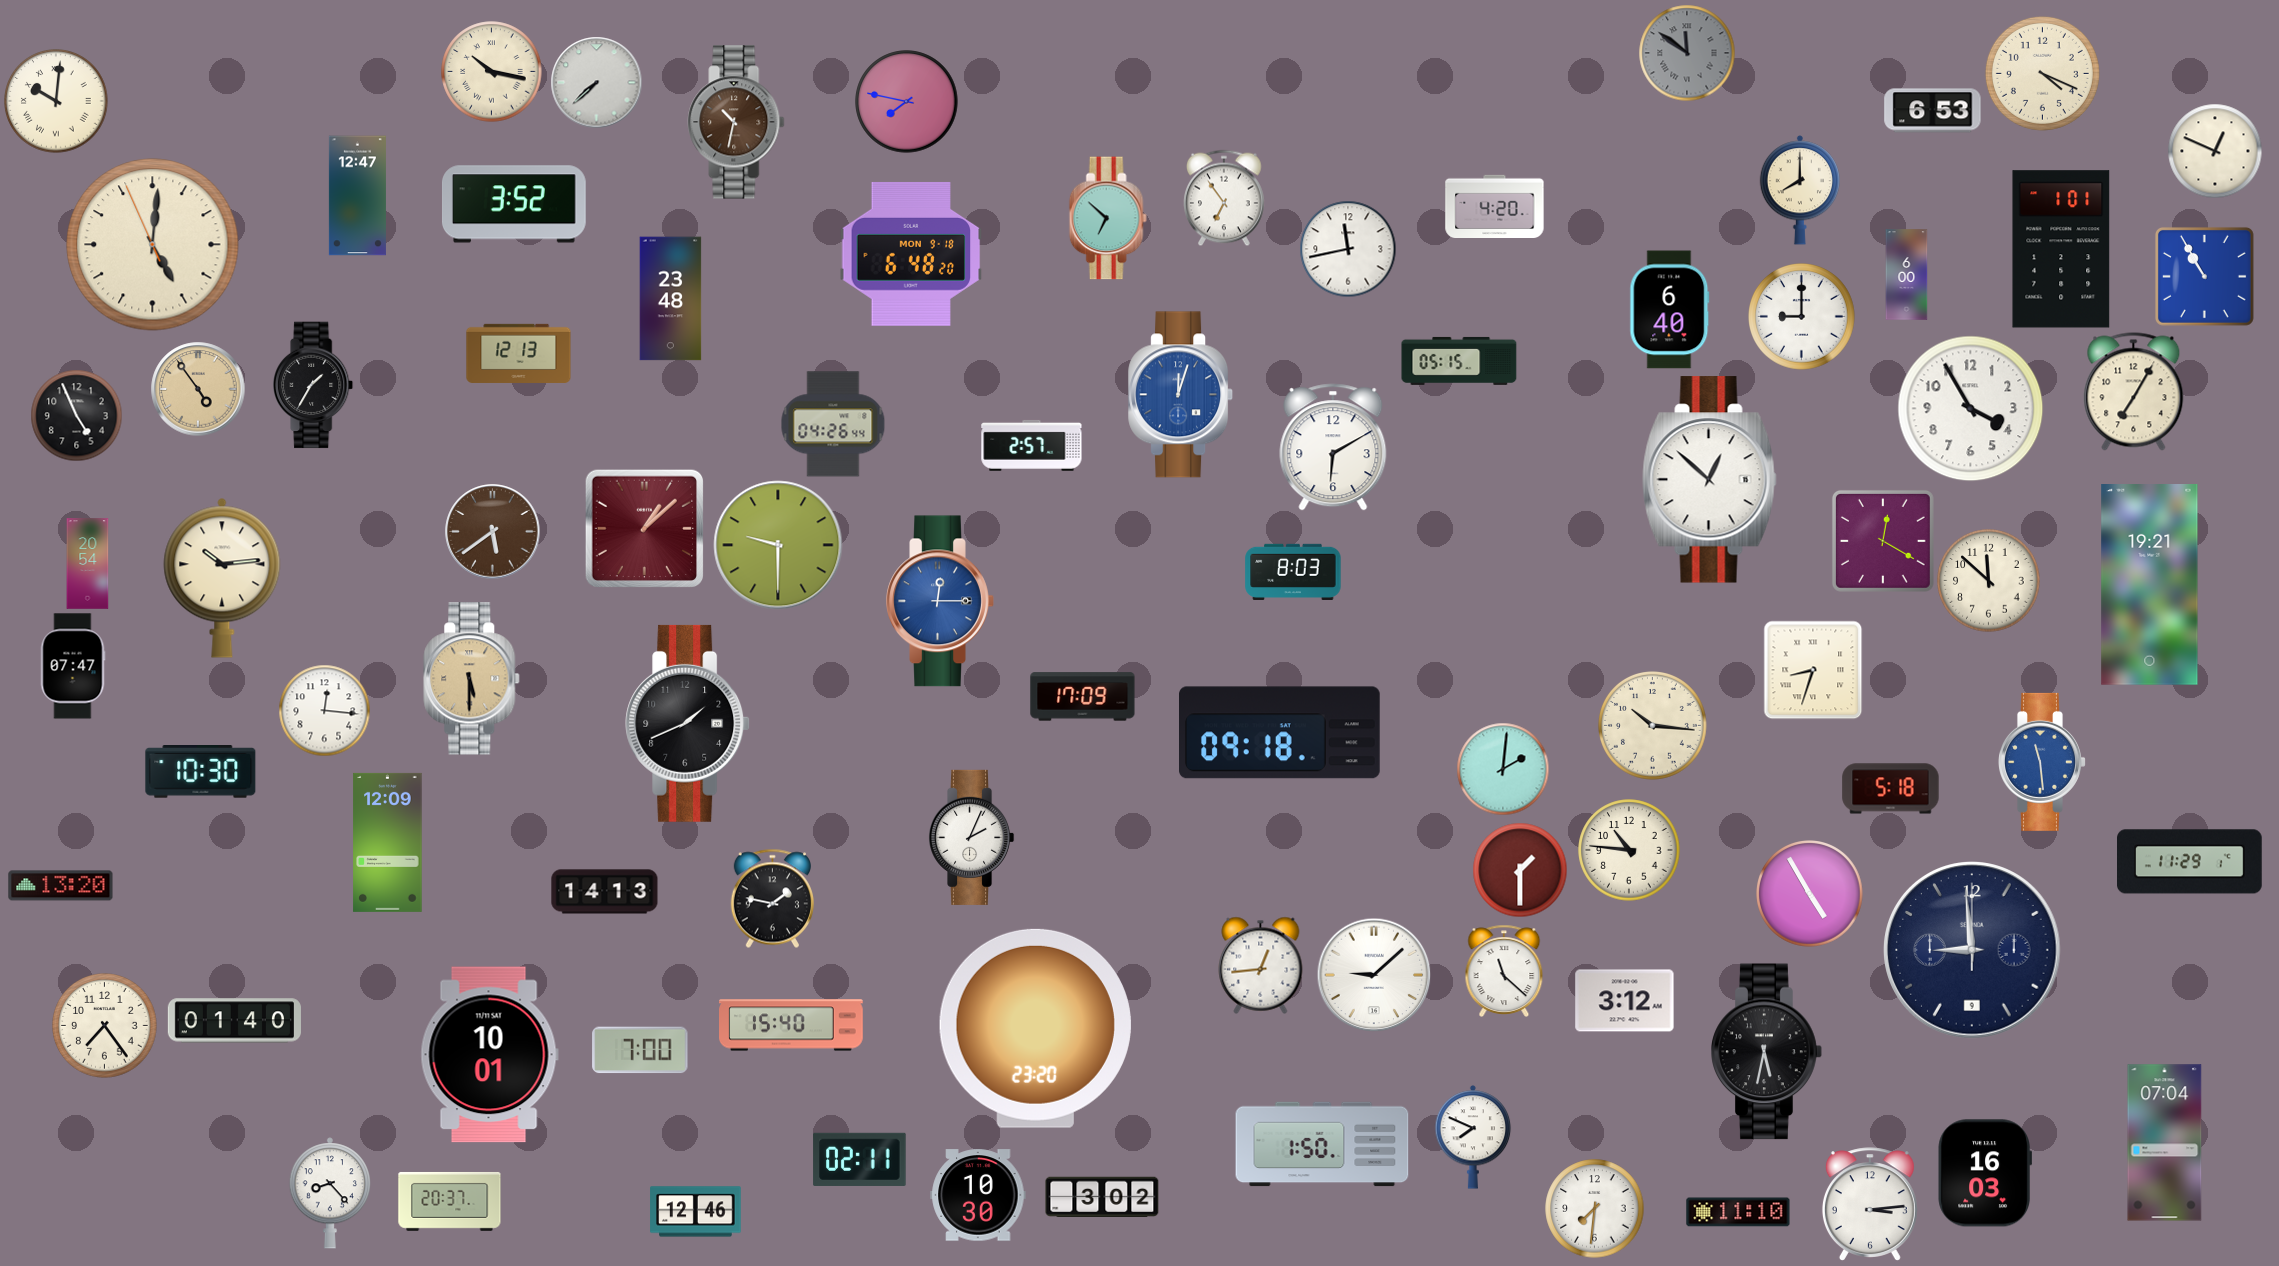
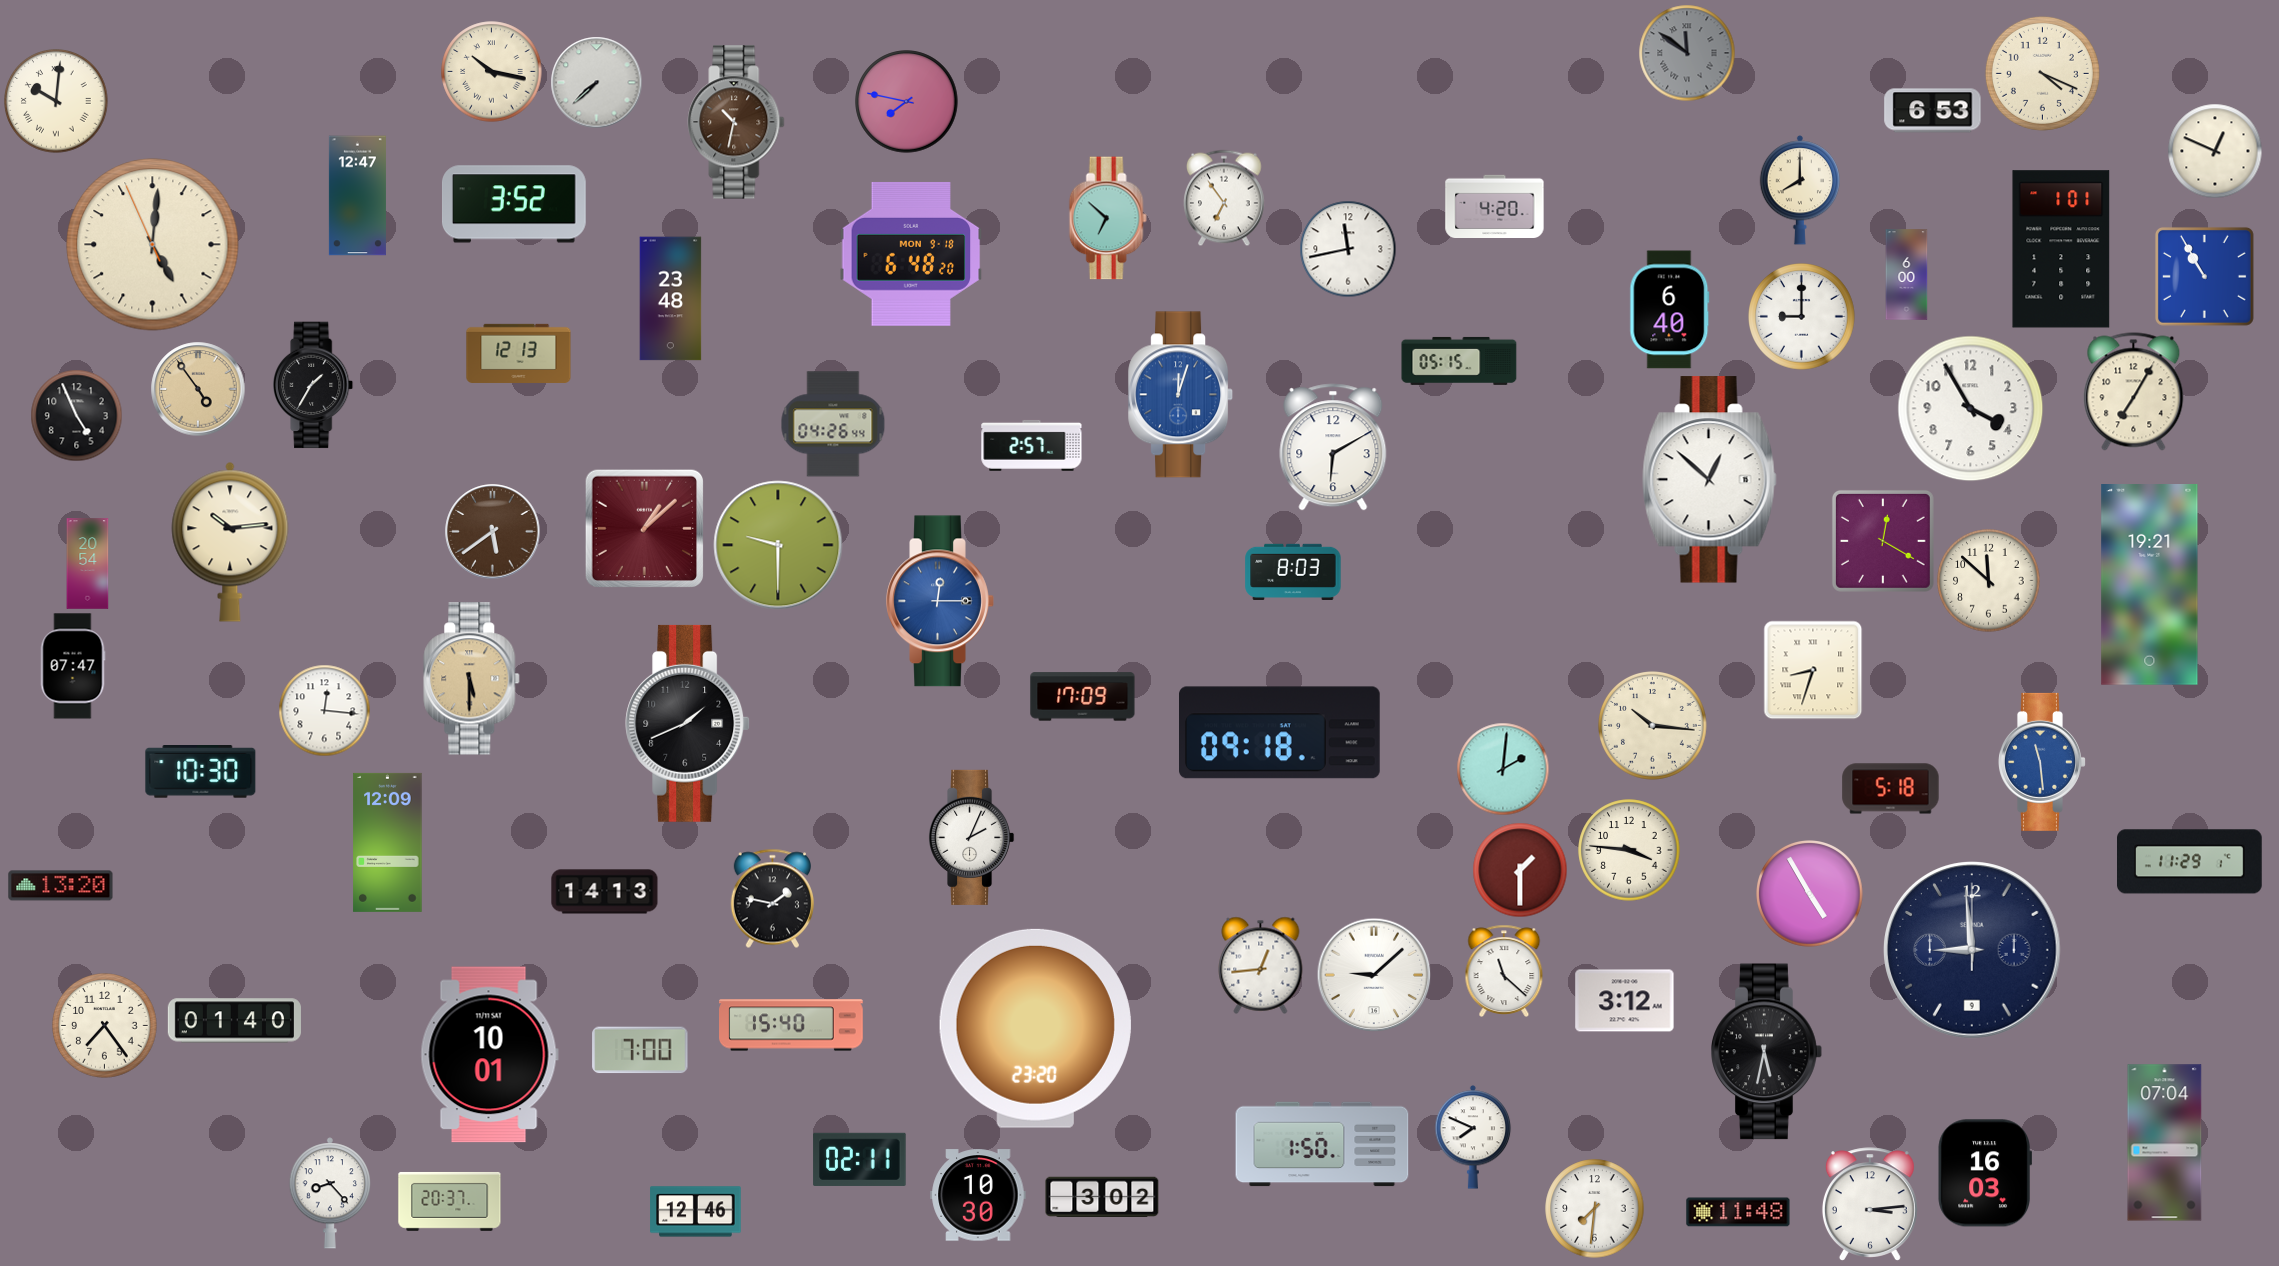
clock at (222, 578) position: (222, 578) -> (230, 542)
clock at (1629, 850): 10:46 -> 3:46
clock at (1738, 1212): 11:10 -> 11:48
